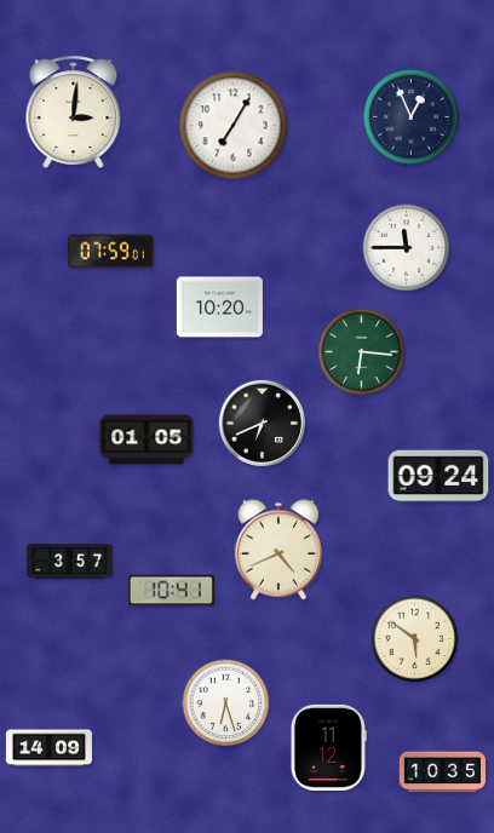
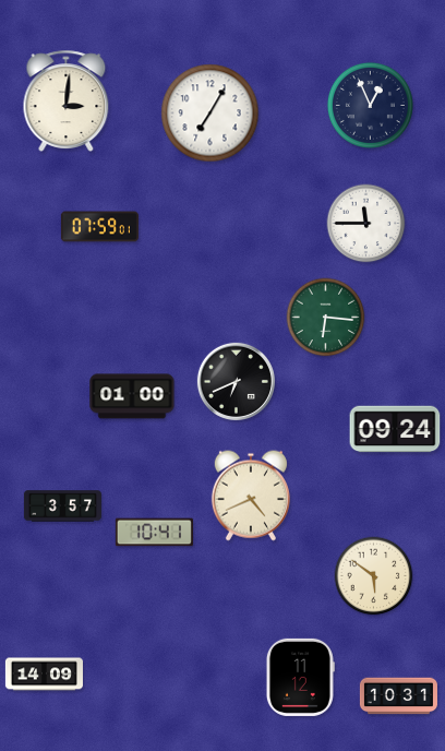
clock at (219, 308): 10:20 -> none
clock at (147, 440): 01:05 -> 01:00
clock at (226, 703): 6:27 -> none
clock at (328, 747) position: (328, 747) -> (300, 677)
clock at (442, 772): 10:35 -> 10:31
